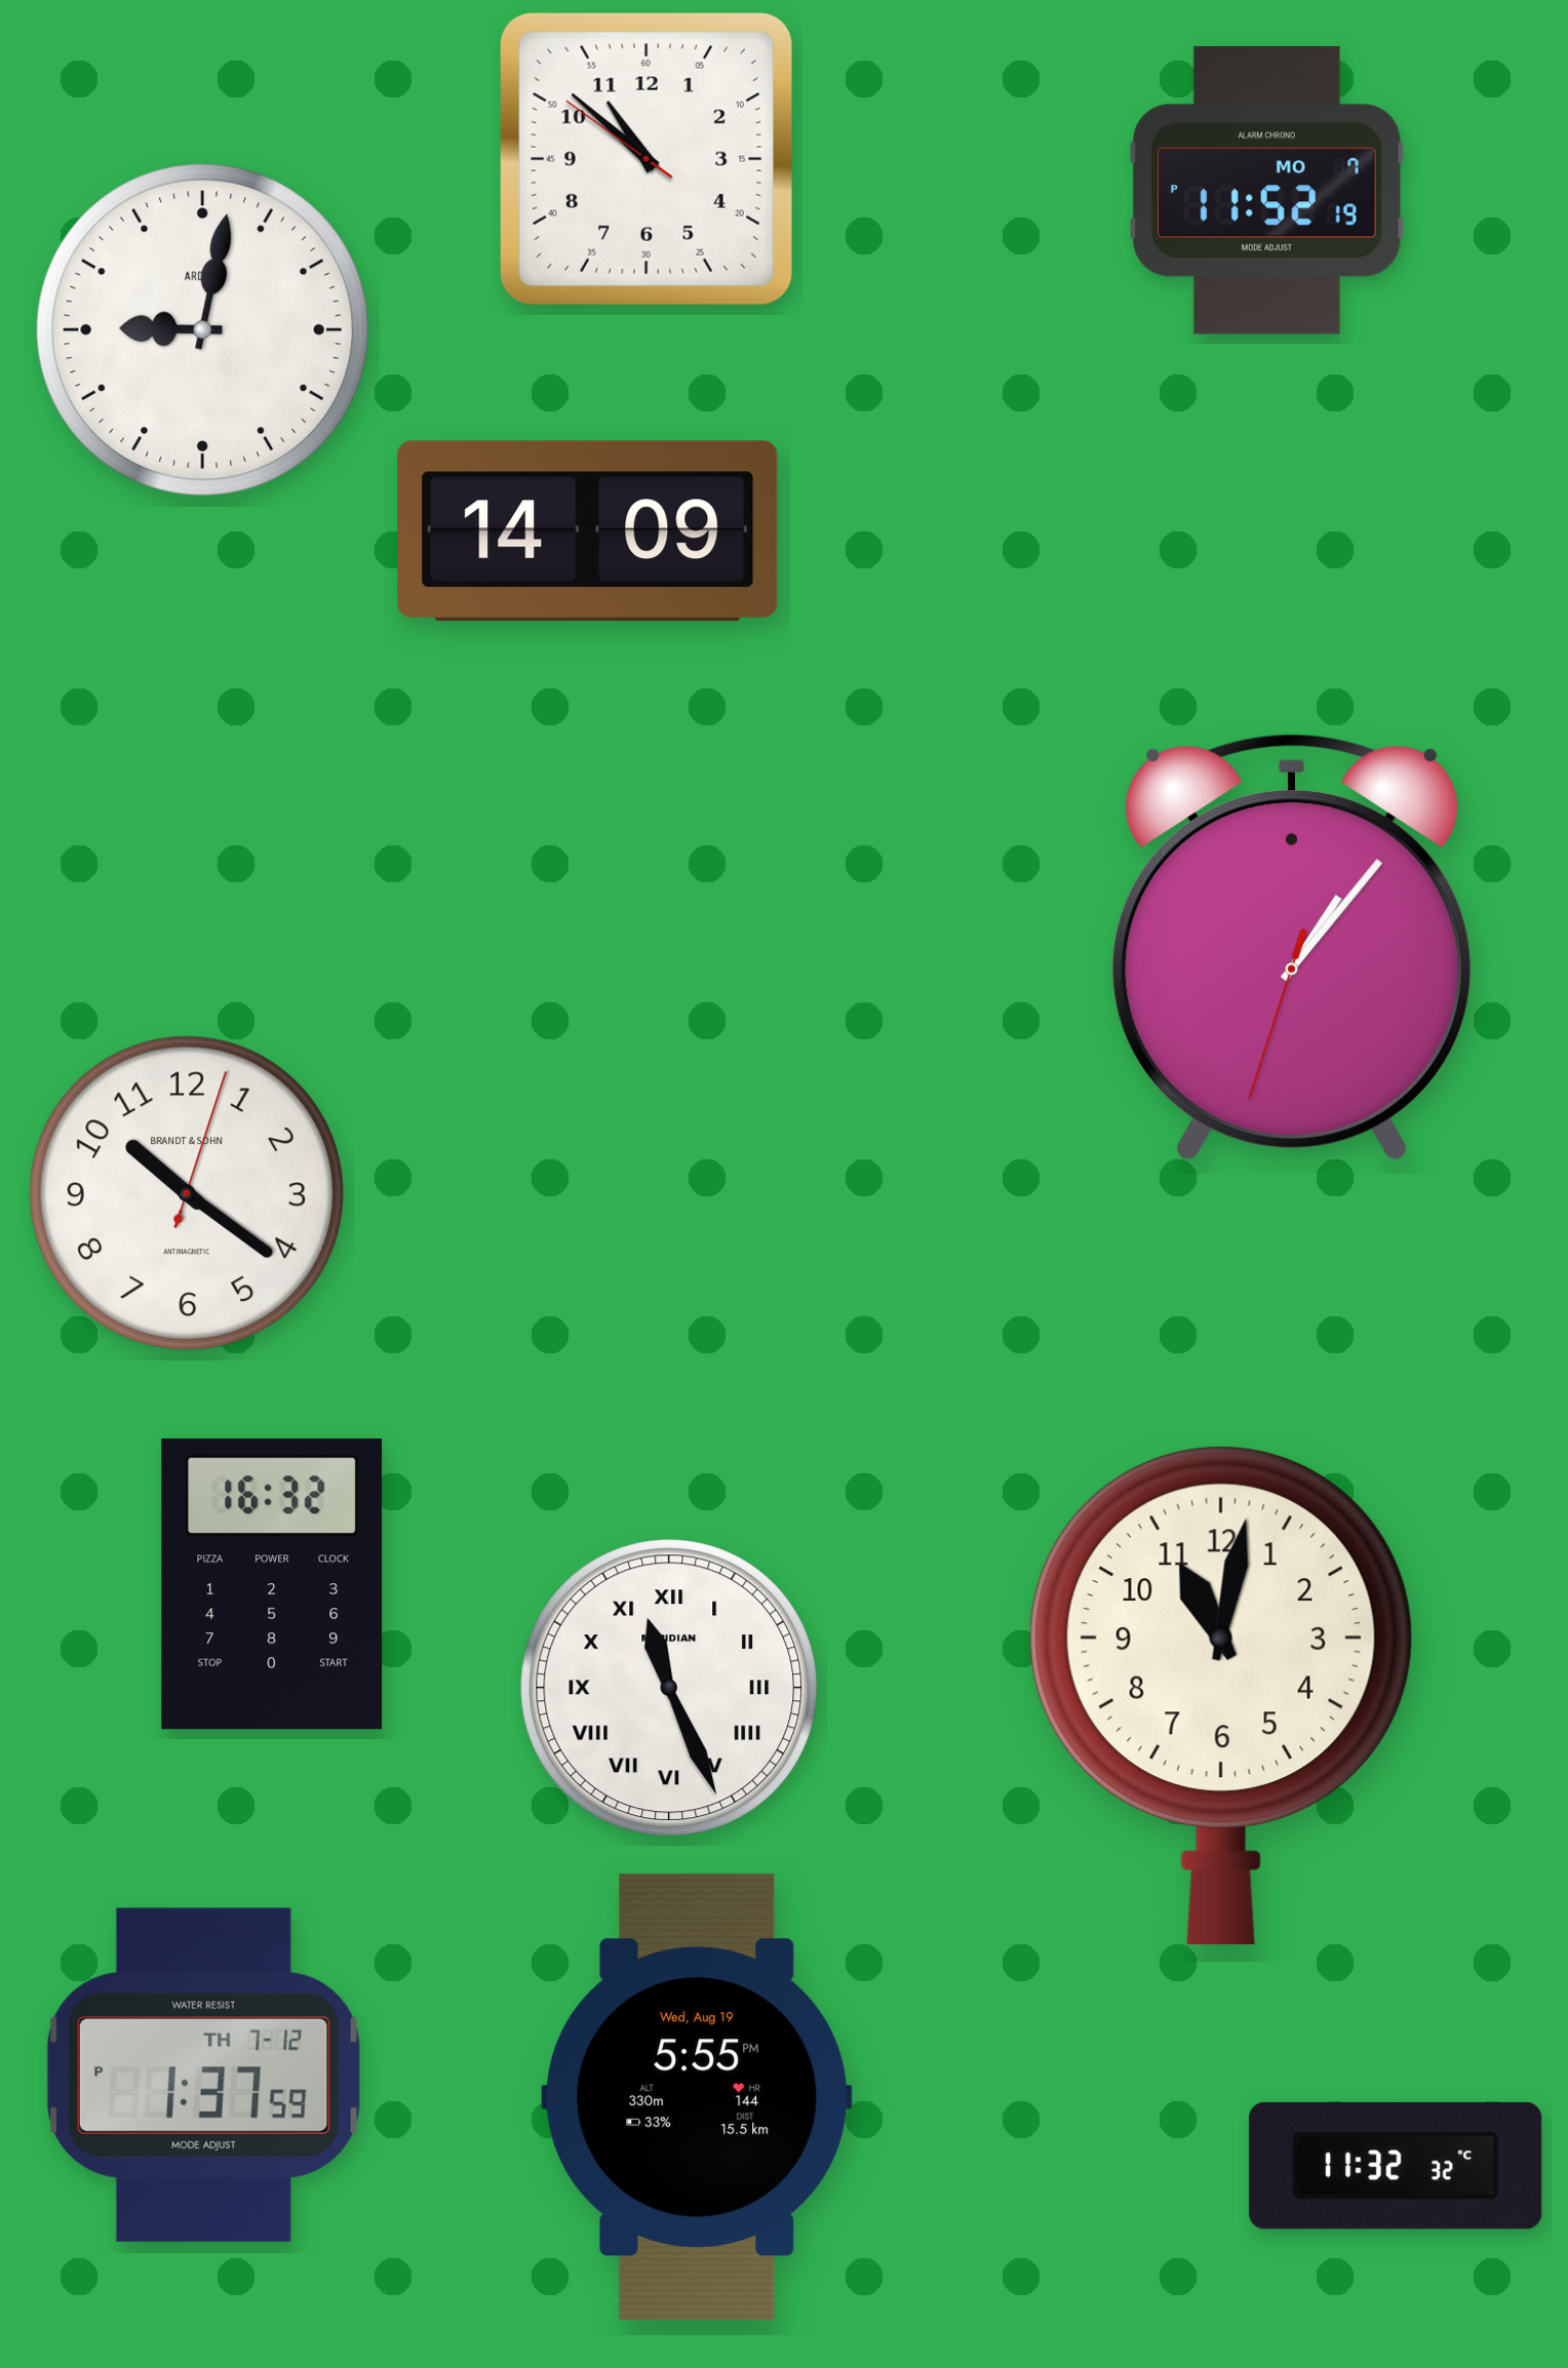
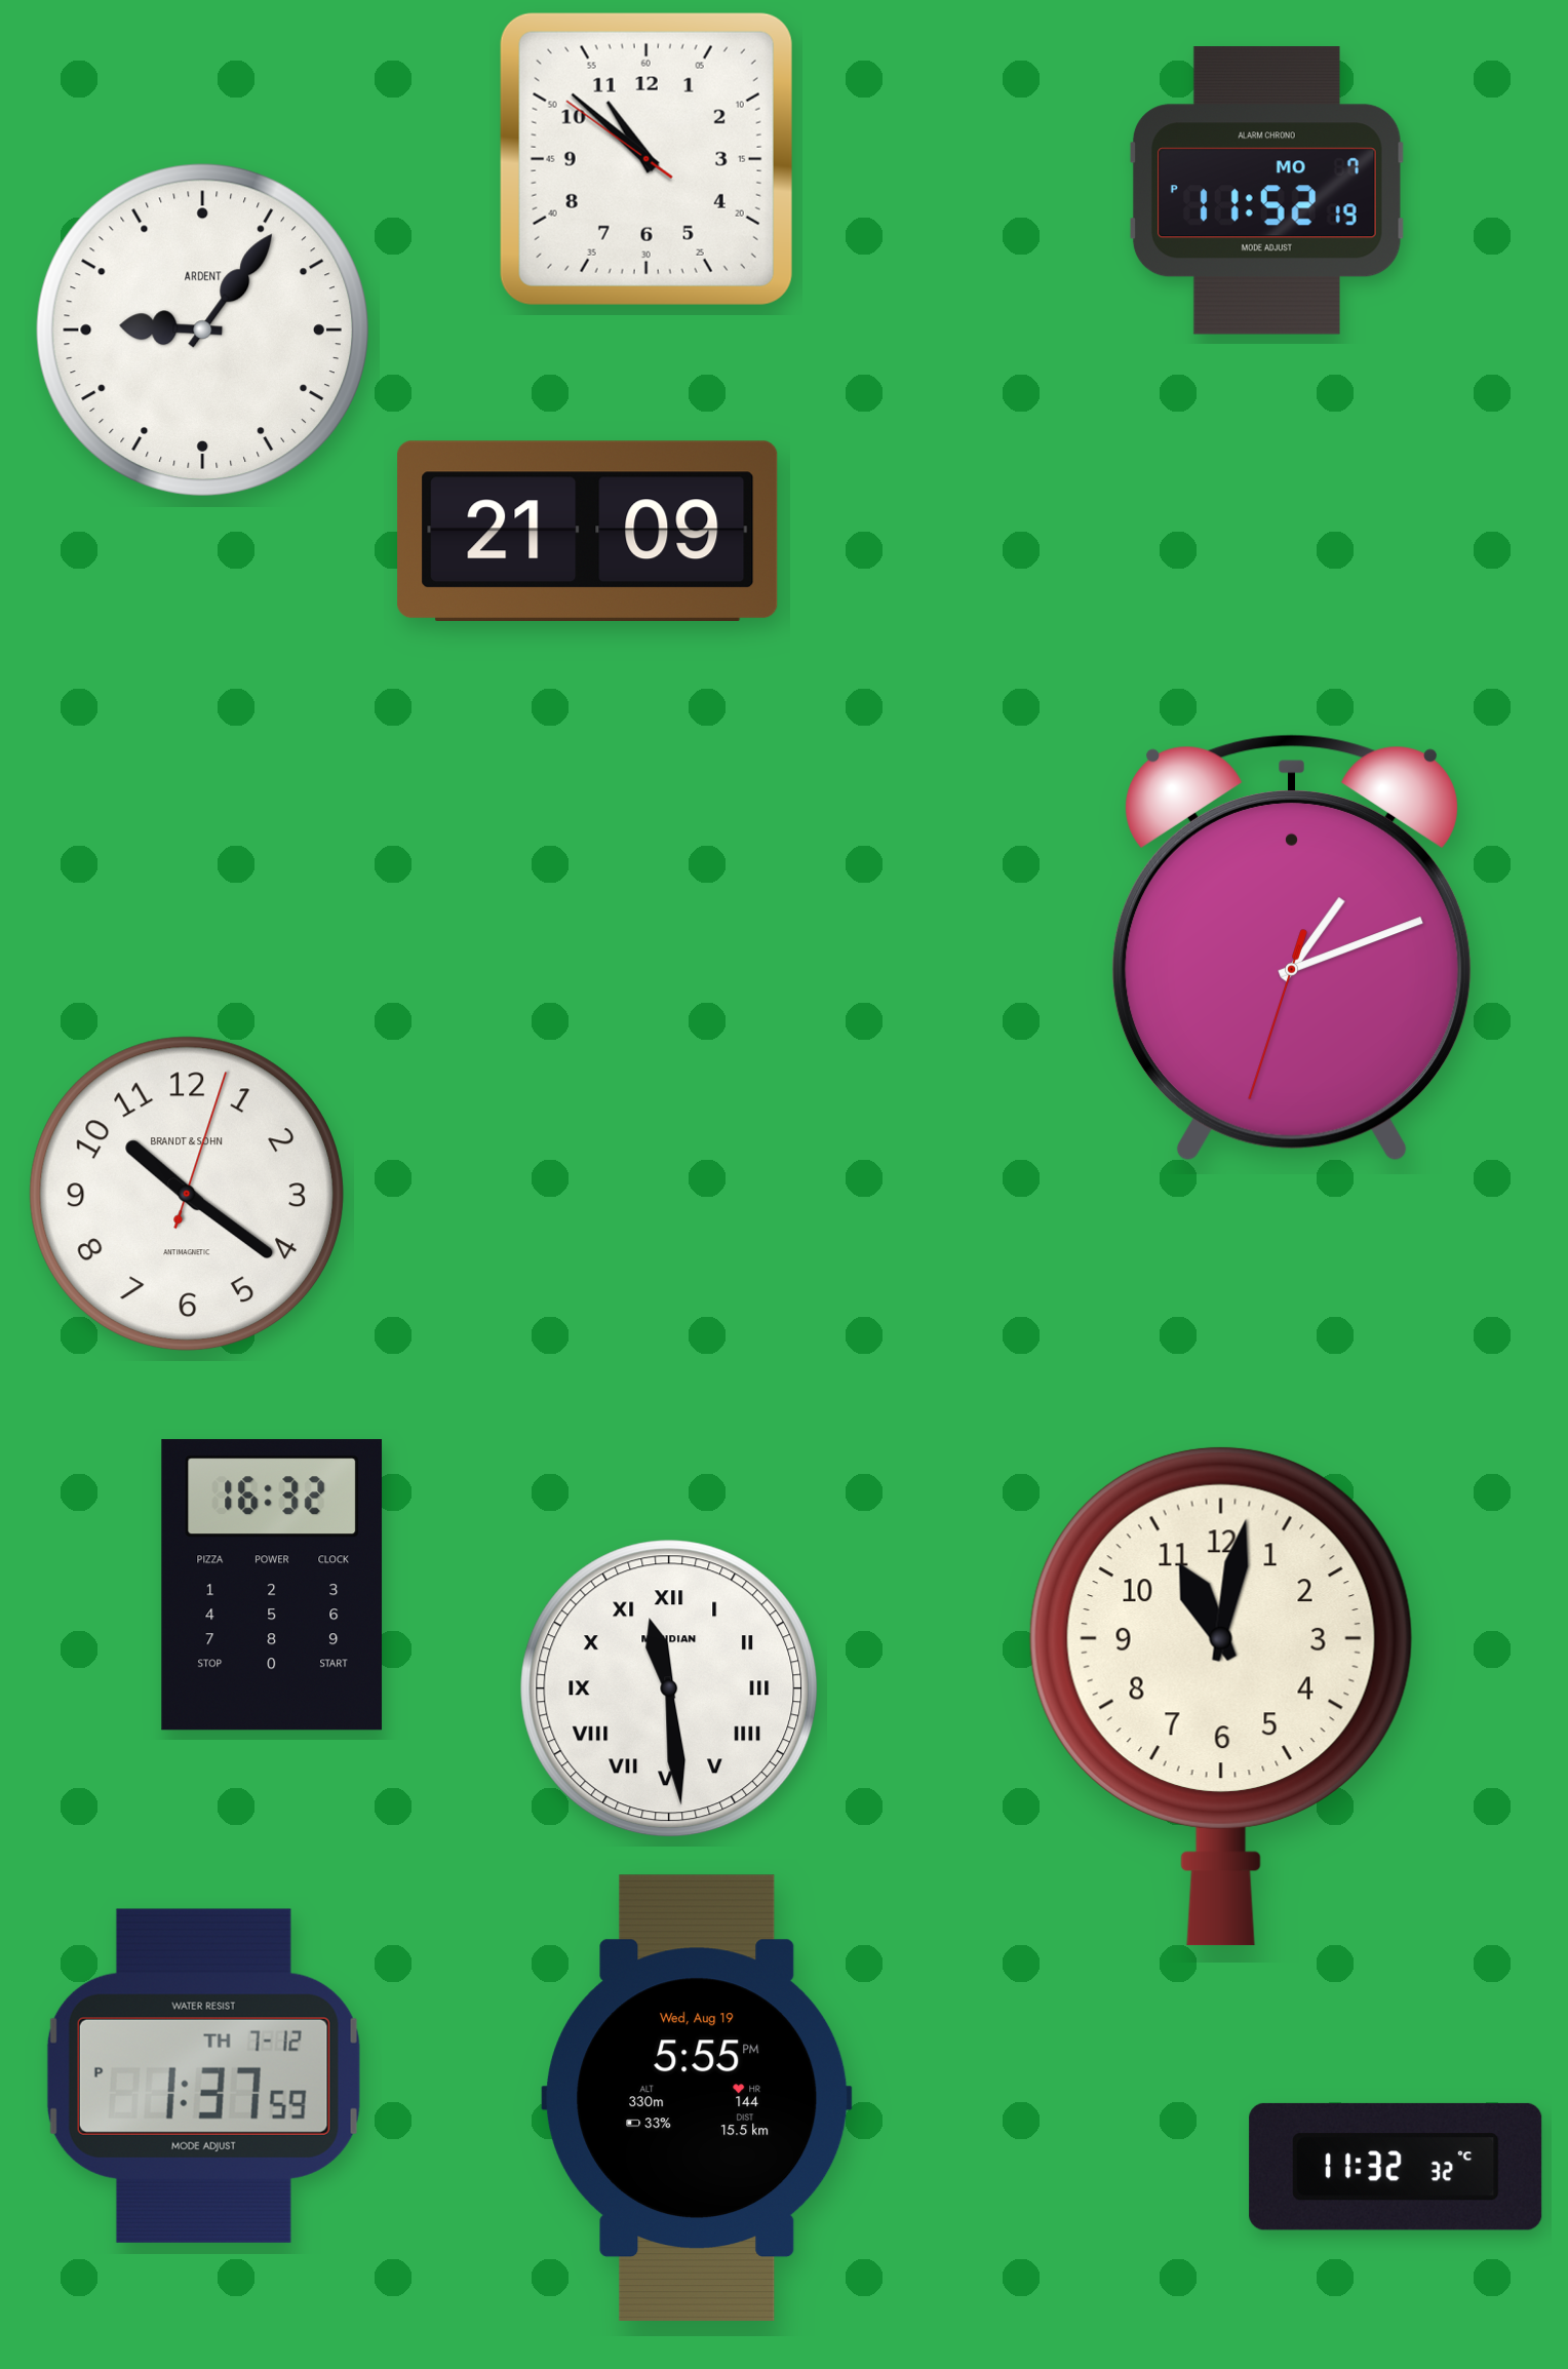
clock at (202, 329): 9:02 -> 9:06
clock at (588, 530): 14:09 -> 21:09
clock at (1292, 947): 1:06 -> 1:11
clock at (669, 1688): 11:26 -> 11:29
